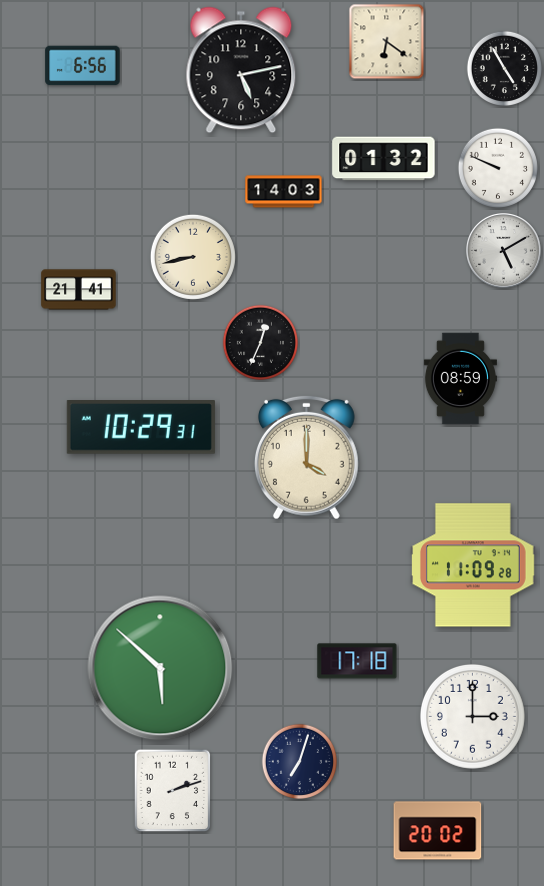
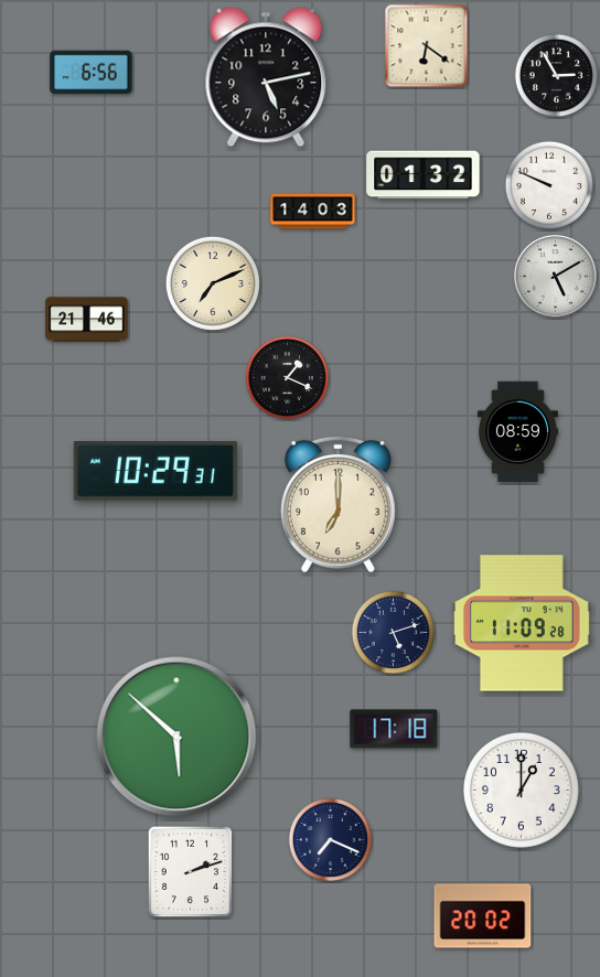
clock at (504, 68): 4:55 -> 2:55
clock at (193, 257): 8:43 -> 7:11
clock at (79, 290): 21:41 -> 21:46
clock at (260, 342): 12:34 -> 1:19
clock at (460, 379) position: (460, 379) -> (517, 432)
clock at (306, 457): 4:00 -> 7:00
clock at (393, 632): none -> 5:12
clock at (472, 716): 3:00 -> 1:00
clock at (299, 761): 7:03 -> 7:19
